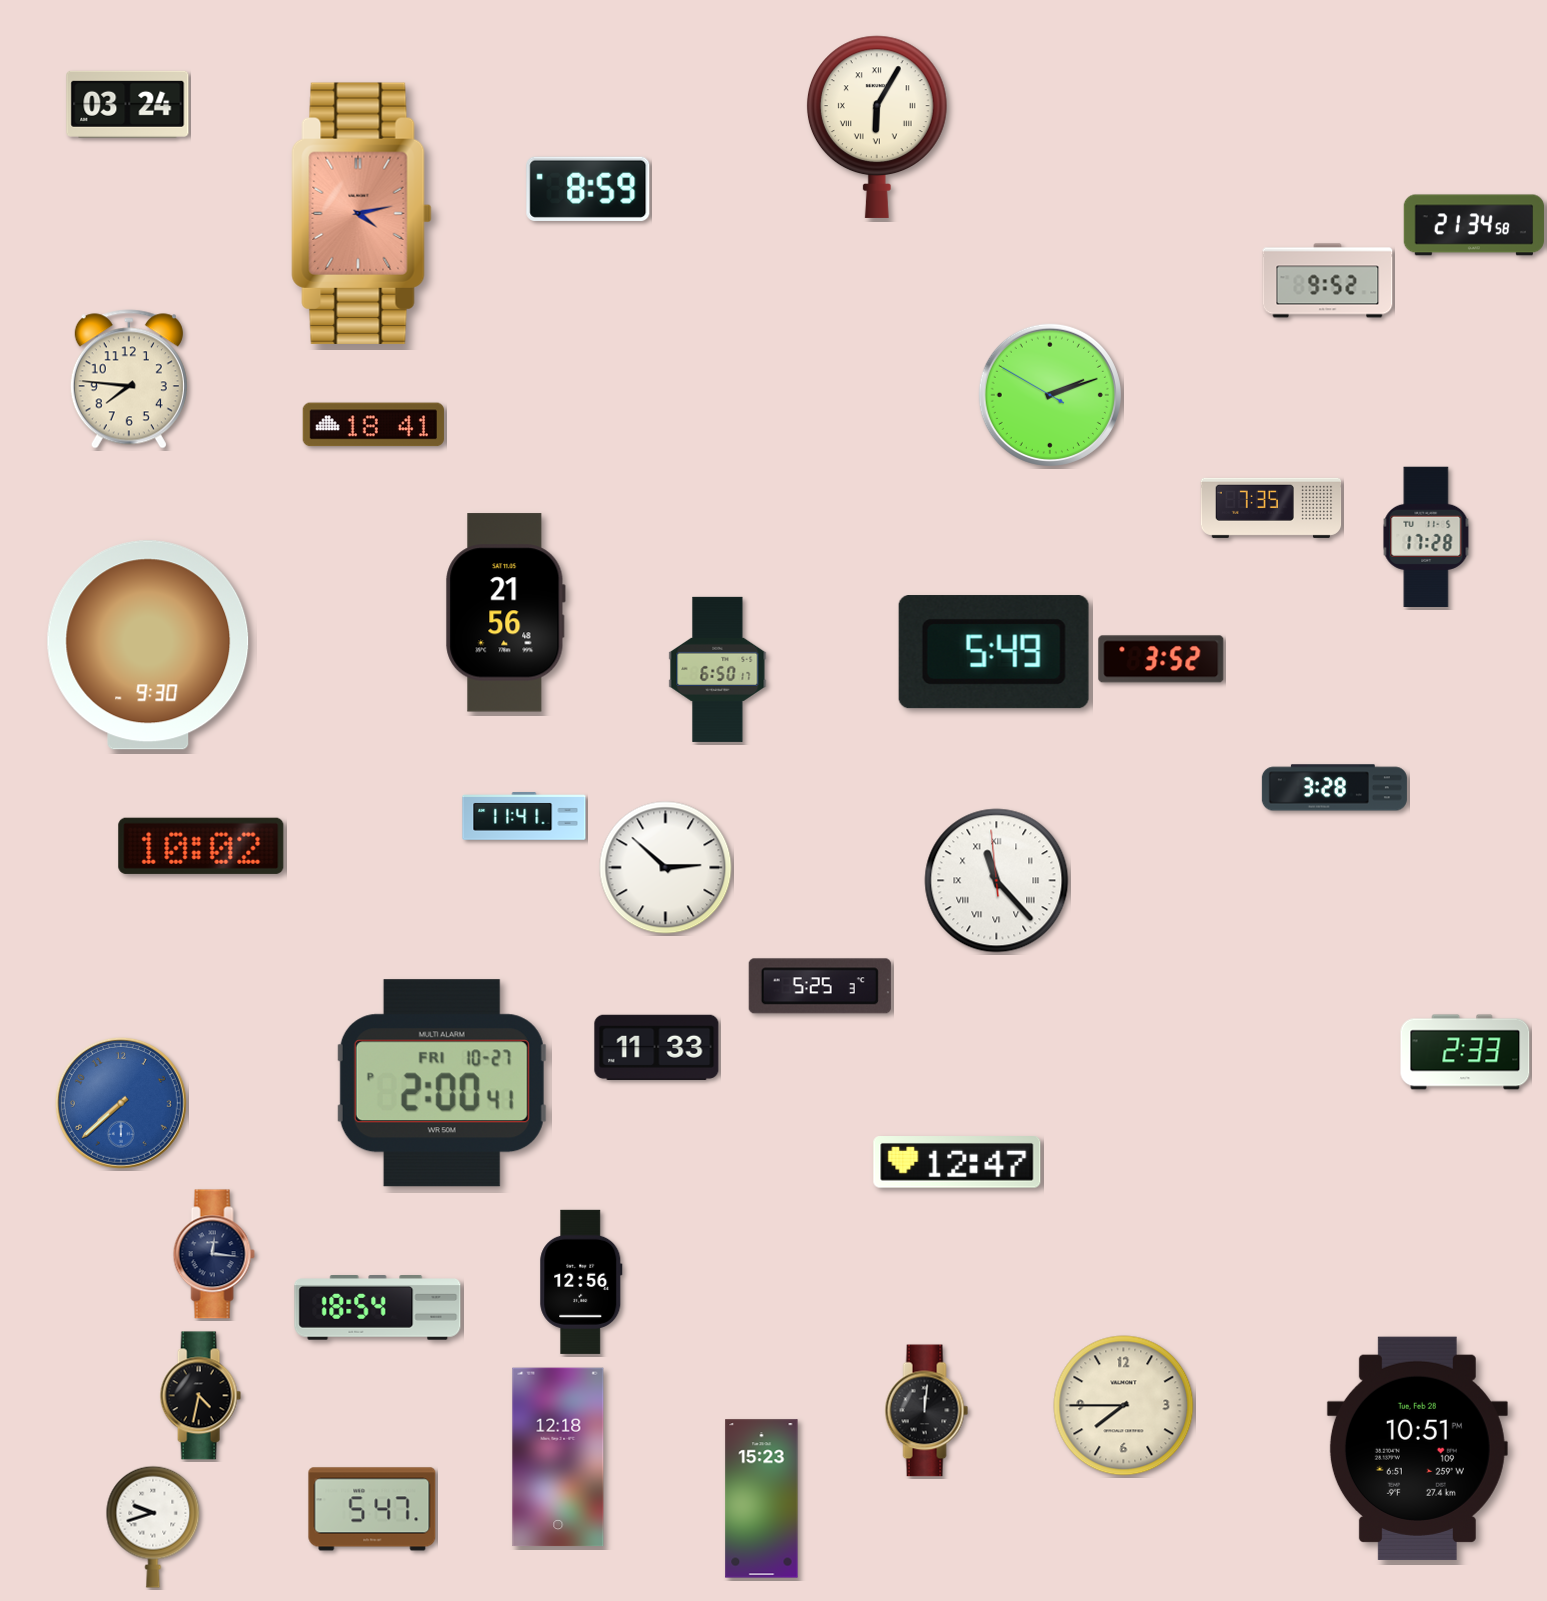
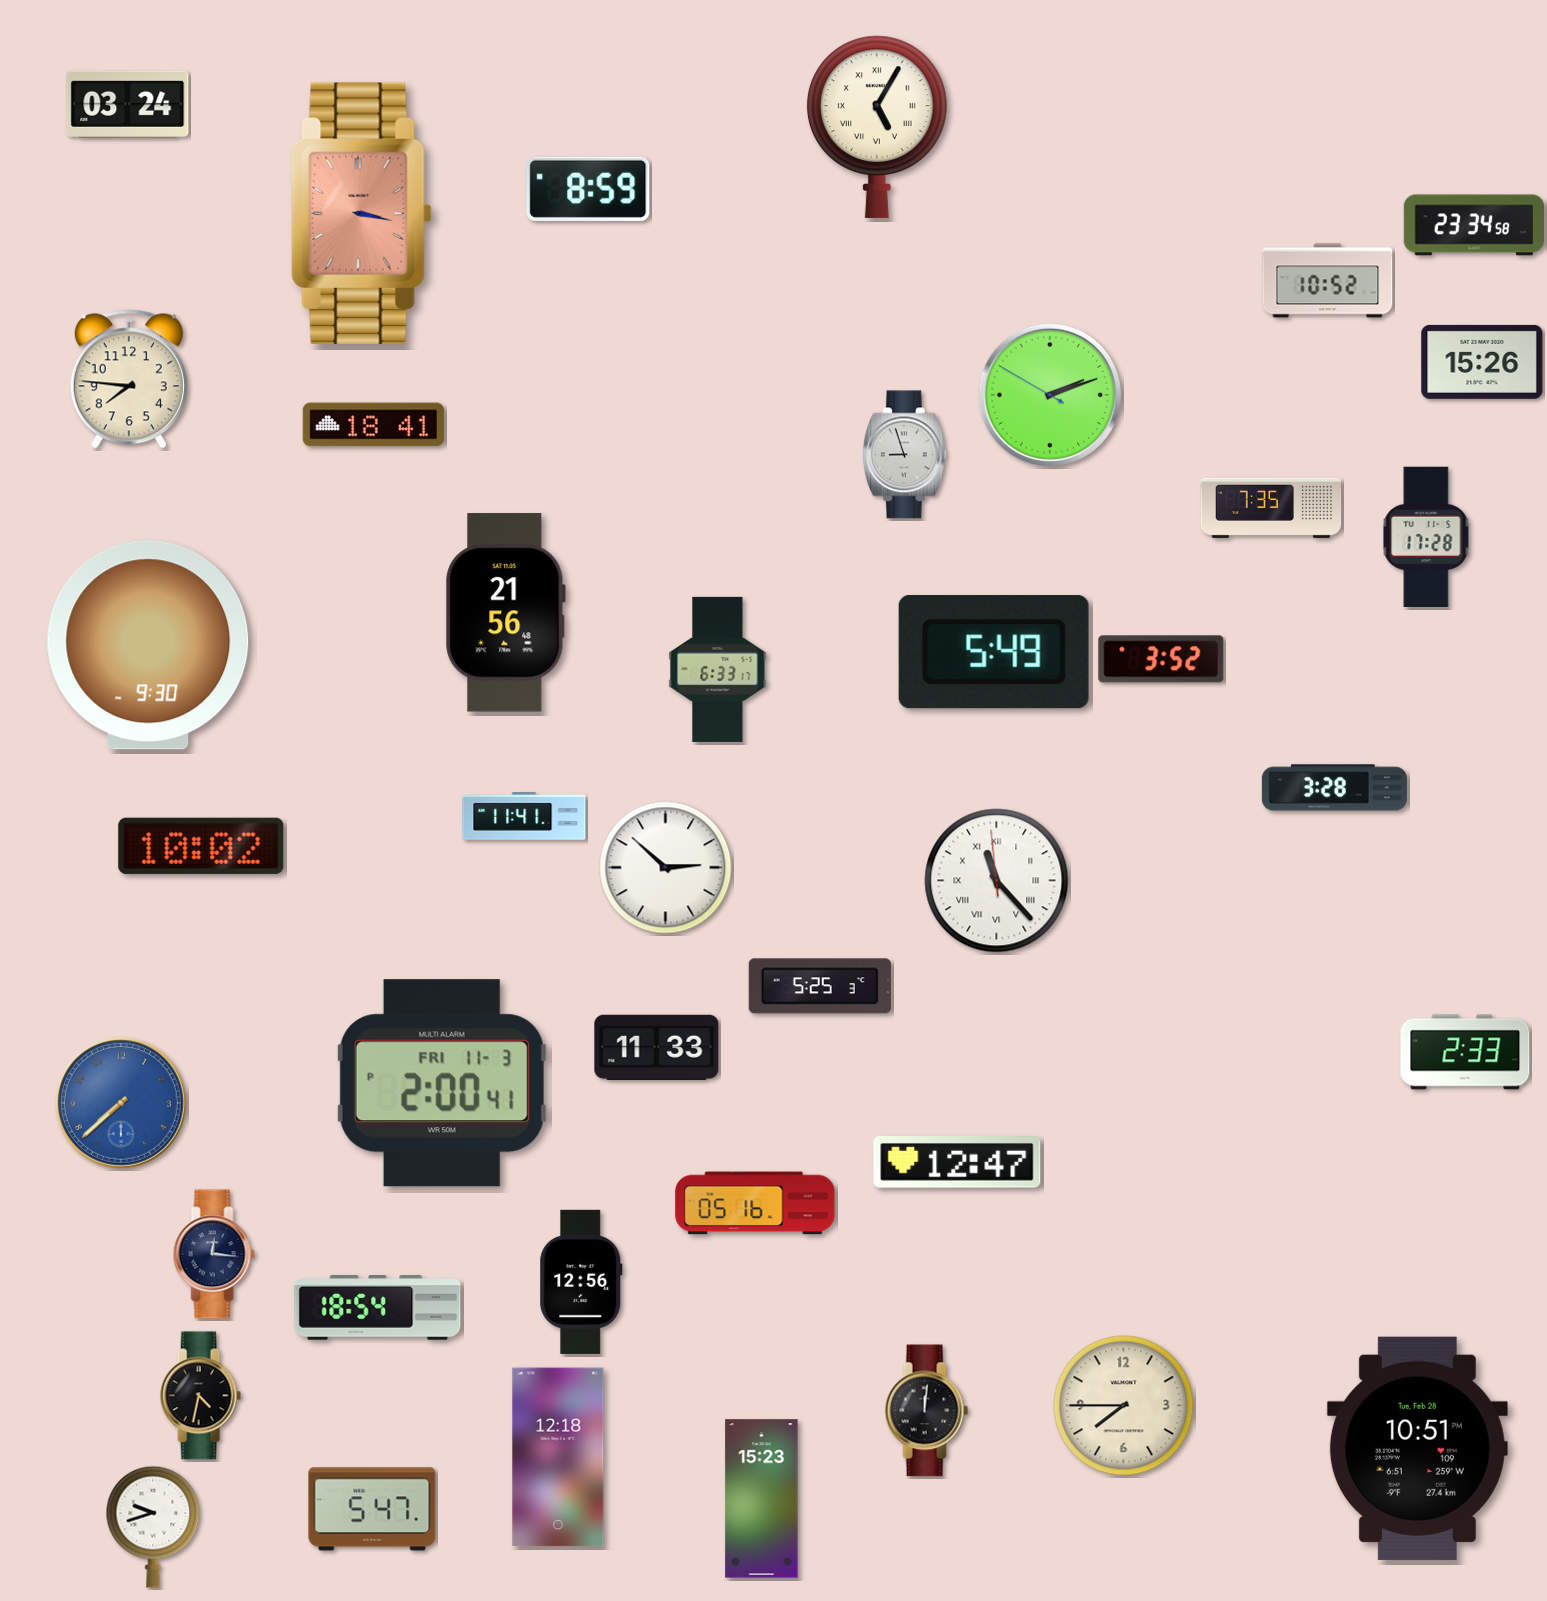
clock at (877, 127): 6:05 -> 5:05
clock at (362, 213): 4:13 -> 3:17
clock at (1473, 225): 21:34 -> 23:34
clock at (1328, 281): 9:52 -> 10:52
clock at (1482, 362): none -> 15:26
clock at (904, 455): none -> 8:57
clock at (718, 669): 6:50 -> 6:33
clock at (442, 1083) date: FRI 10-27 -> FRI 11-3
clock at (755, 1203): none -> 05:16
